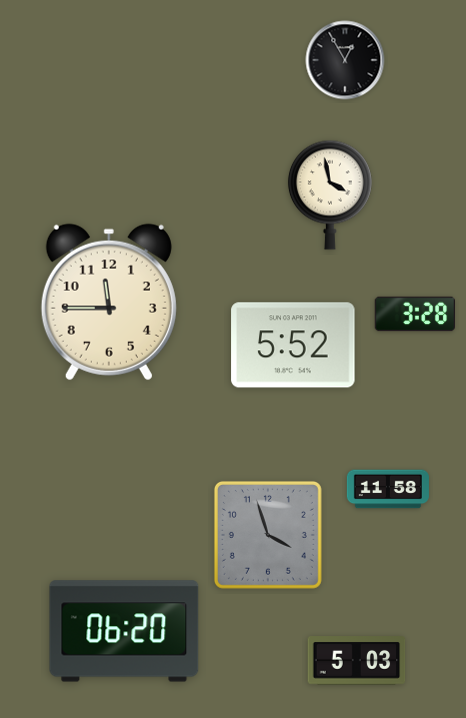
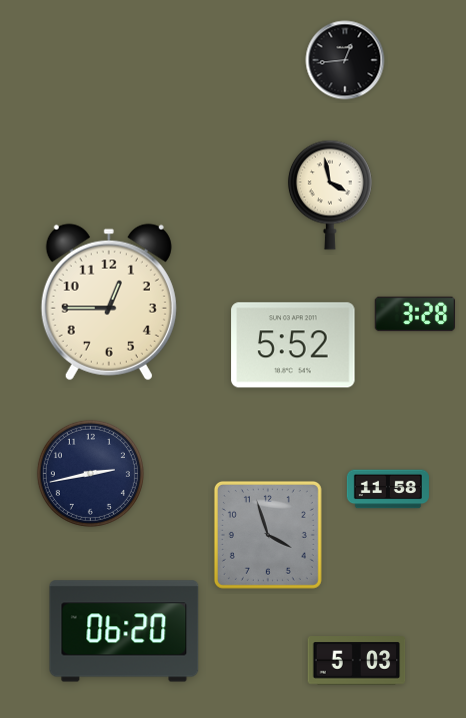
clock at (345, 60): 12:55 -> 12:44
clock at (109, 302): 11:45 -> 12:45
clock at (90, 473): none -> 2:43
